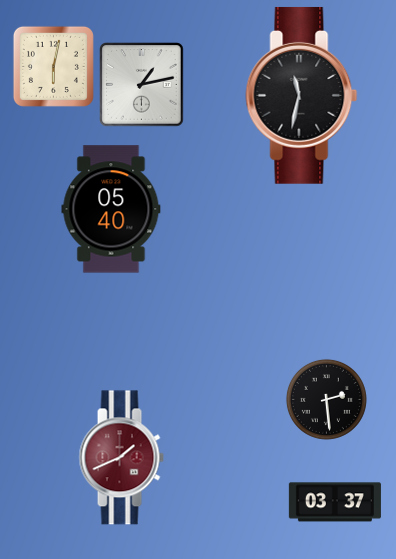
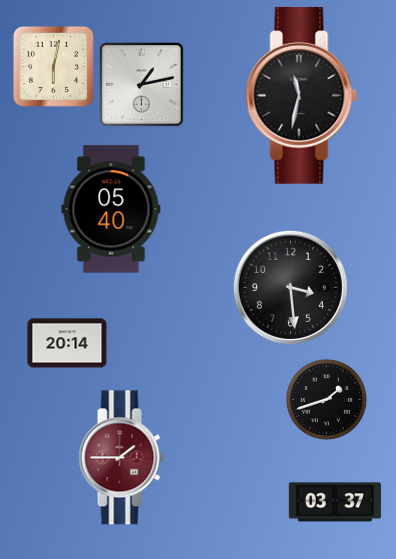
clock at (290, 287): none -> 3:29
clock at (67, 343): none -> 20:14
clock at (326, 399): 2:29 -> 1:42
clock at (121, 458): 1:41 -> 1:45
